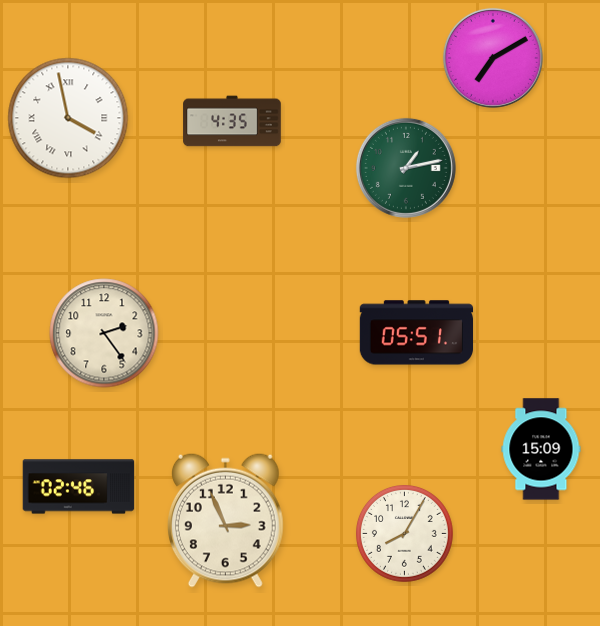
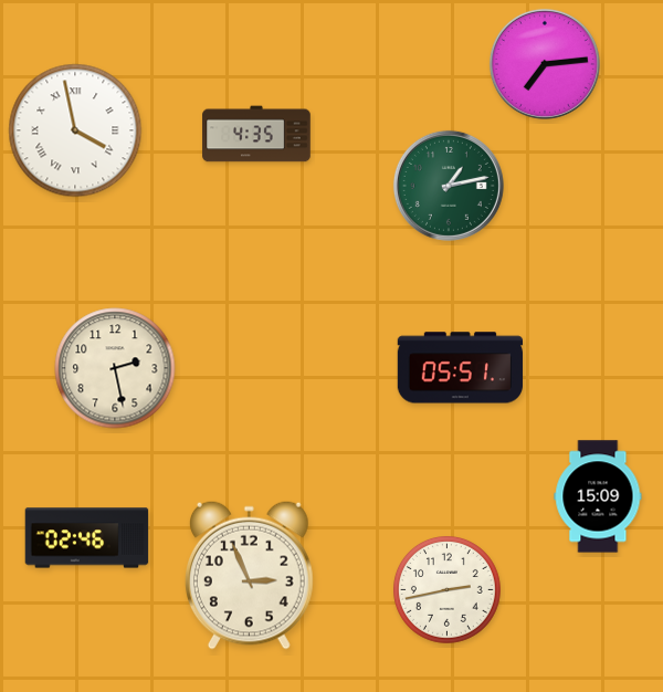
clock at (493, 58): 7:10 -> 7:14
clock at (104, 333): 2:24 -> 2:28
clock at (405, 534): 8:05 -> 2:43
